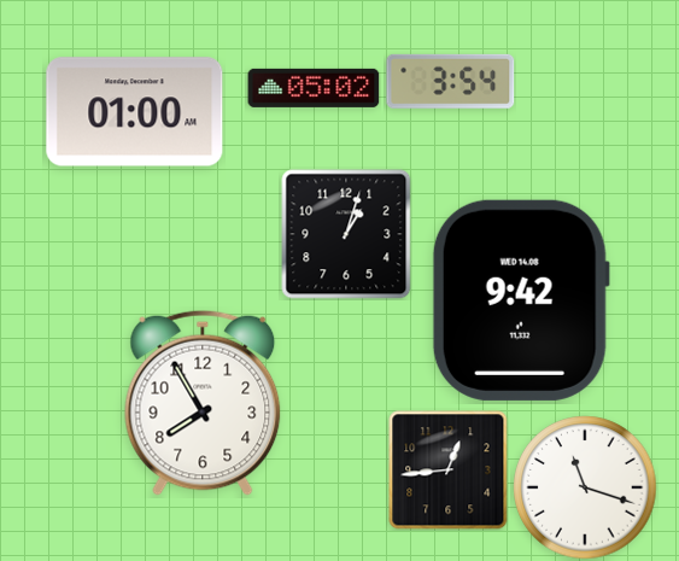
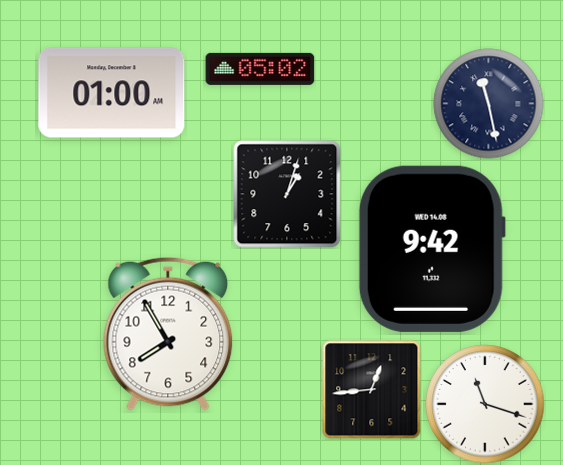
clock at (451, 81): 3:54 -> none
clock at (314, 88) position: (314, 88) -> (260, 69)
clock at (489, 104): none -> 11:28
